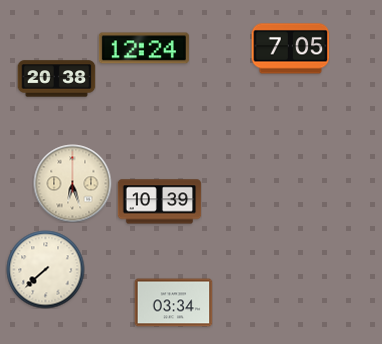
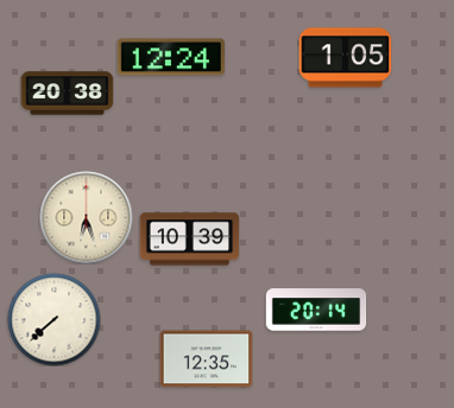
clock at (290, 49): 7:05 -> 1:05
clock at (316, 310): none -> 20:14
clock at (173, 303): 03:34 -> 12:35
